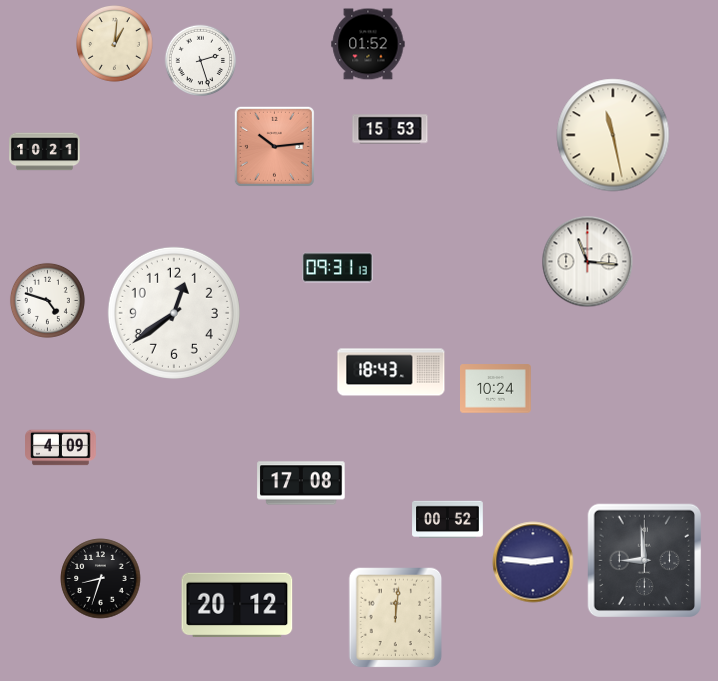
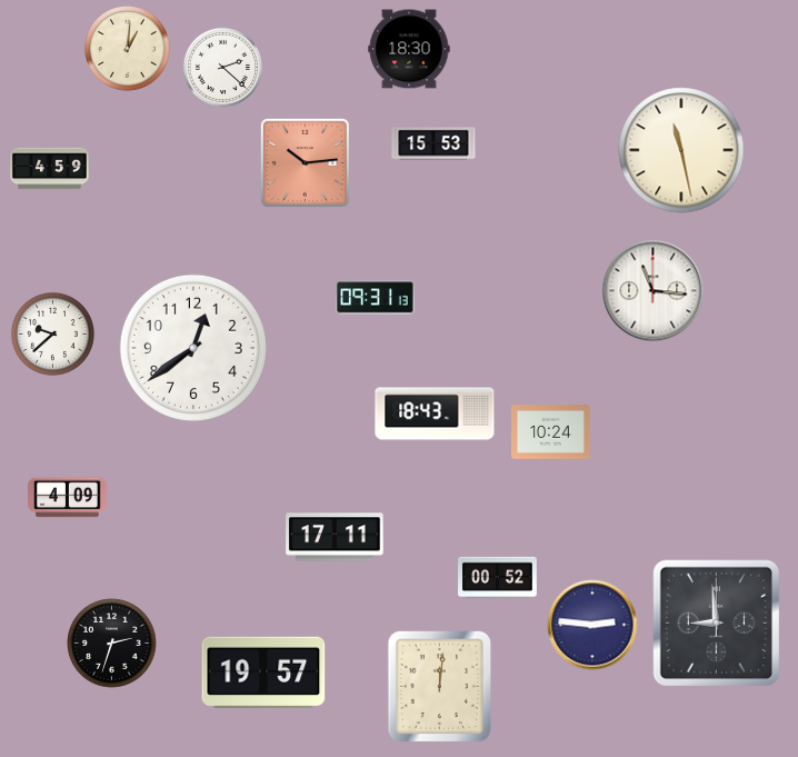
clock at (368, 44): 01:52 -> 18:30
clock at (201, 61): 2:27 -> 2:22
clock at (45, 152): 10:21 -> 4:59
clock at (47, 300): 4:48 -> 9:38
clock at (301, 483): 17:08 -> 17:11
clock at (101, 579): 8:33 -> 2:33
clock at (237, 605): 20:12 -> 19:57
